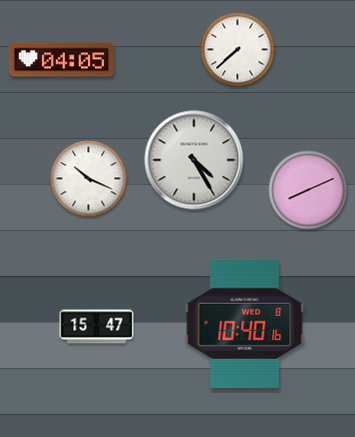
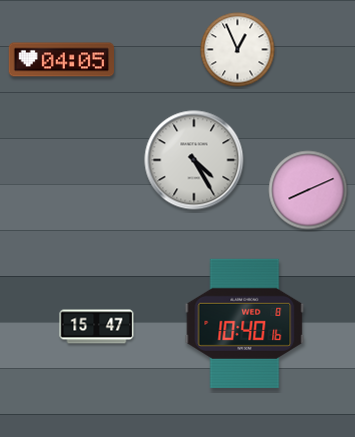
clock at (238, 50): 7:38 -> 12:56
clock at (89, 179): 10:19 -> none
